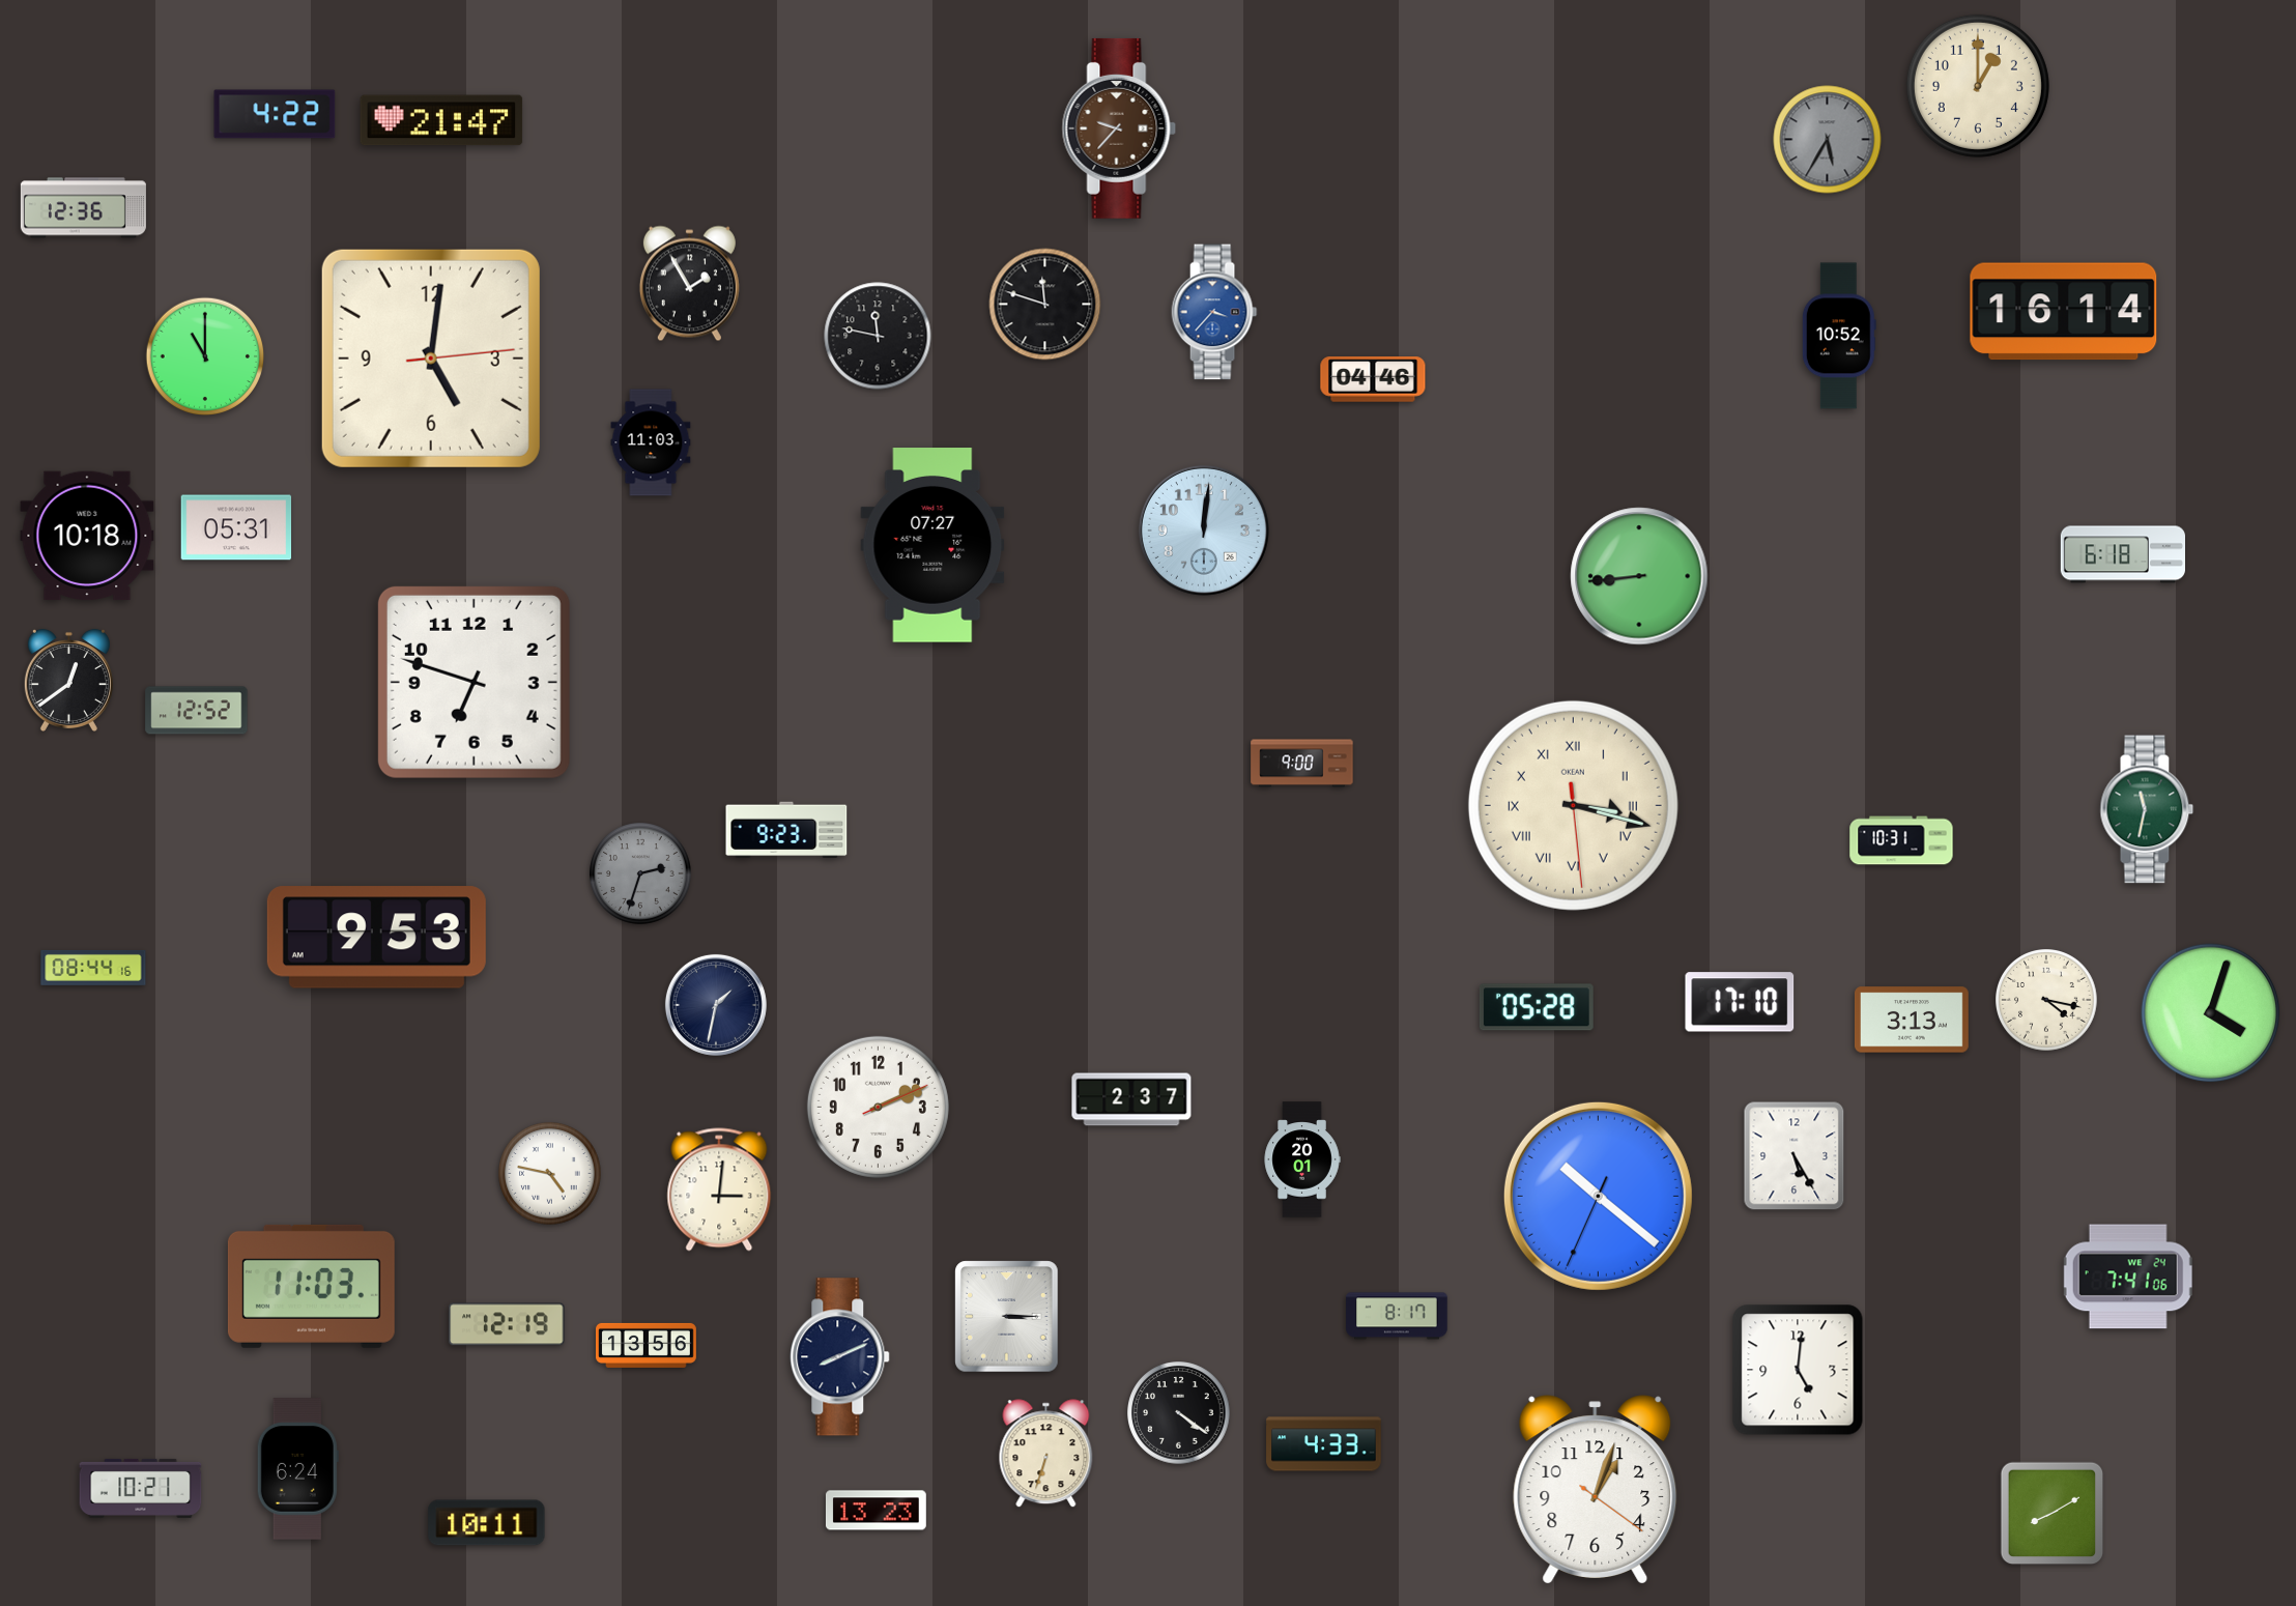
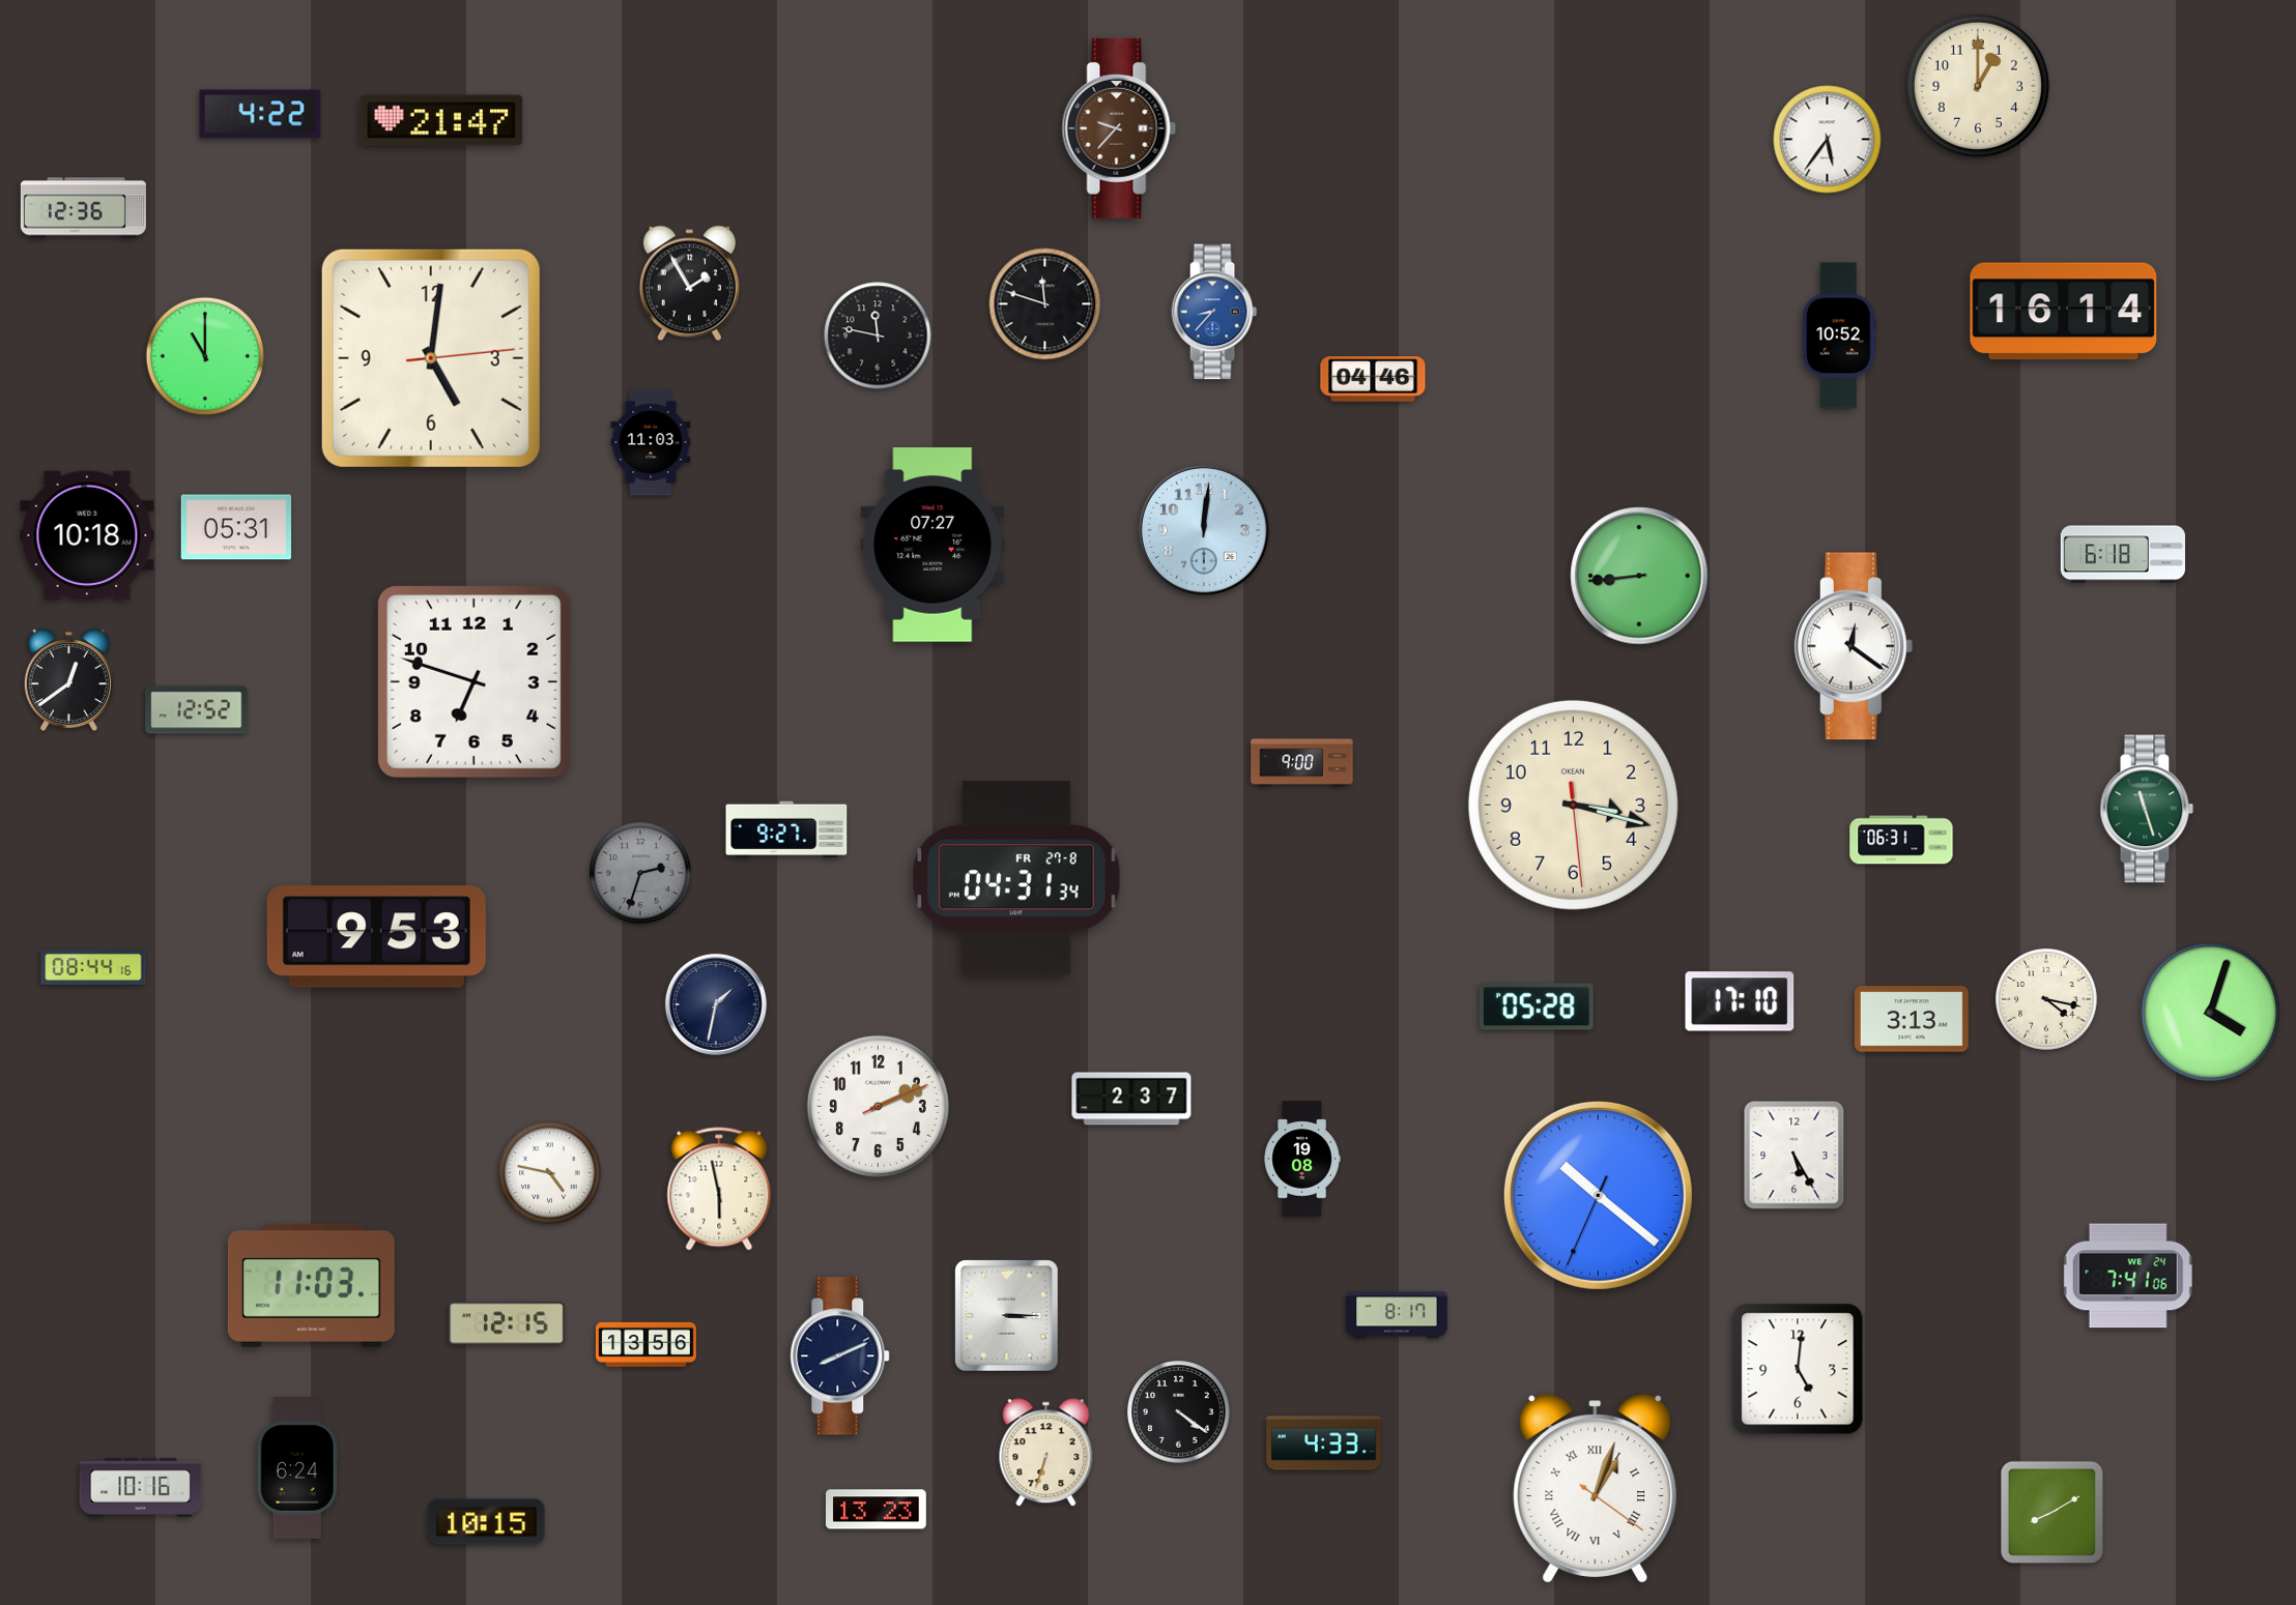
clock at (275, 114) position: (275, 114) -> (260, 114)
clock at (1828, 140): 5:35 -> 5:36
clock at (1828, 140) dial: grey -> white
clock at (1214, 312): 3:37 -> 8:37
clock at (1854, 646): none -> 12:21
clock at (1573, 805) numerals: Roman -> Arabic
clock at (2147, 809): 11:32 -> 11:27
clock at (786, 830): 9:23 -> 9:27
clock at (1901, 840): 10:31 -> 06:31
clock at (1016, 878): none -> 04:31
clock at (1302, 1159): 20:01 -> 19:08
clock at (719, 1189): 3:01 -> 5:58
clock at (507, 1324): 12:19 -> 12:15
clock at (141, 1488): 10:21 -> 10:16
clock at (1596, 1490) numerals: Arabic -> Roman
clock at (487, 1523): 10:11 -> 10:15
